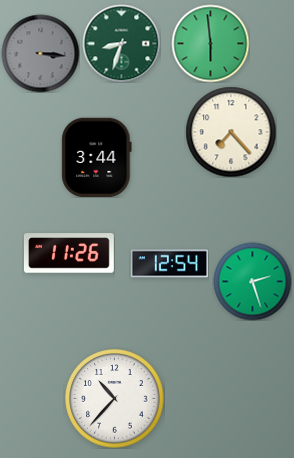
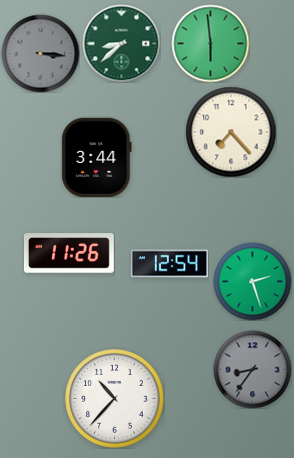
clock at (121, 43): 8:33 -> 8:38
clock at (252, 369): none -> 8:36
